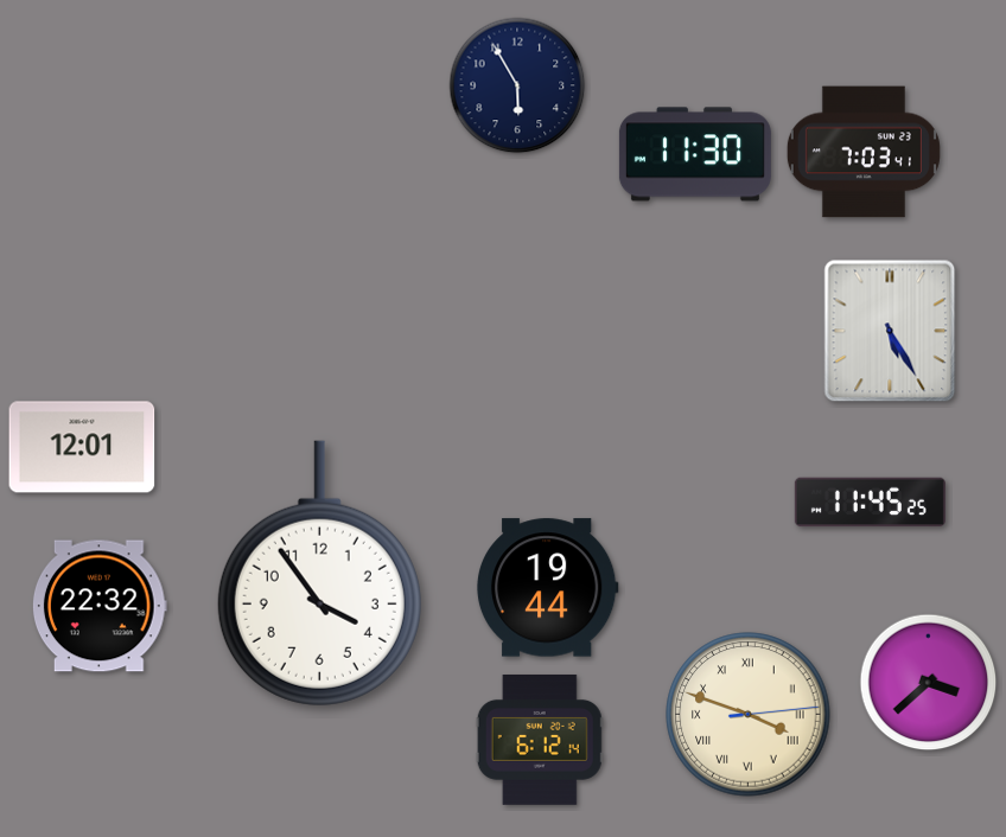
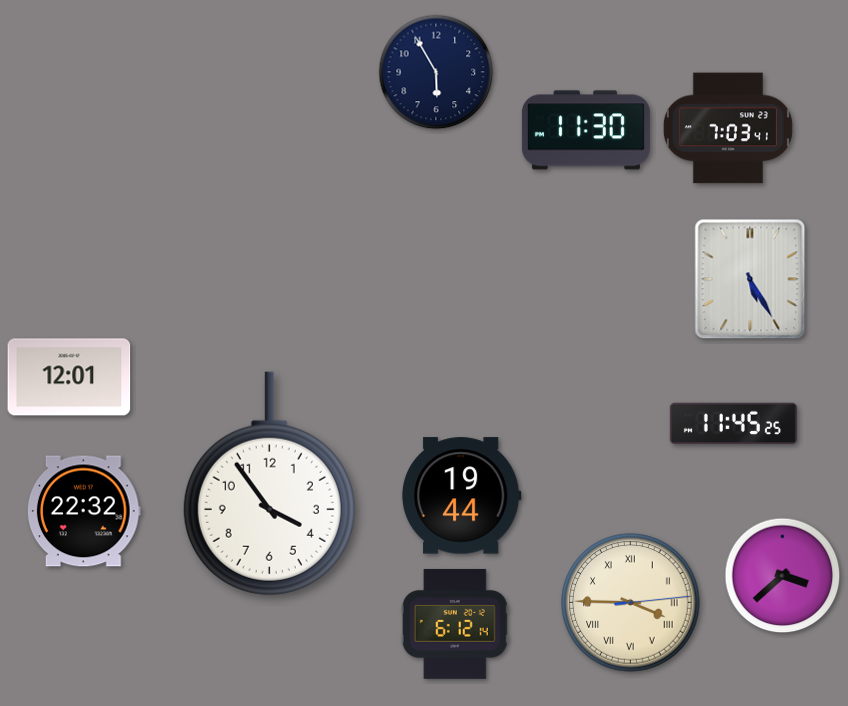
clock at (749, 715): 3:48 -> 3:45
